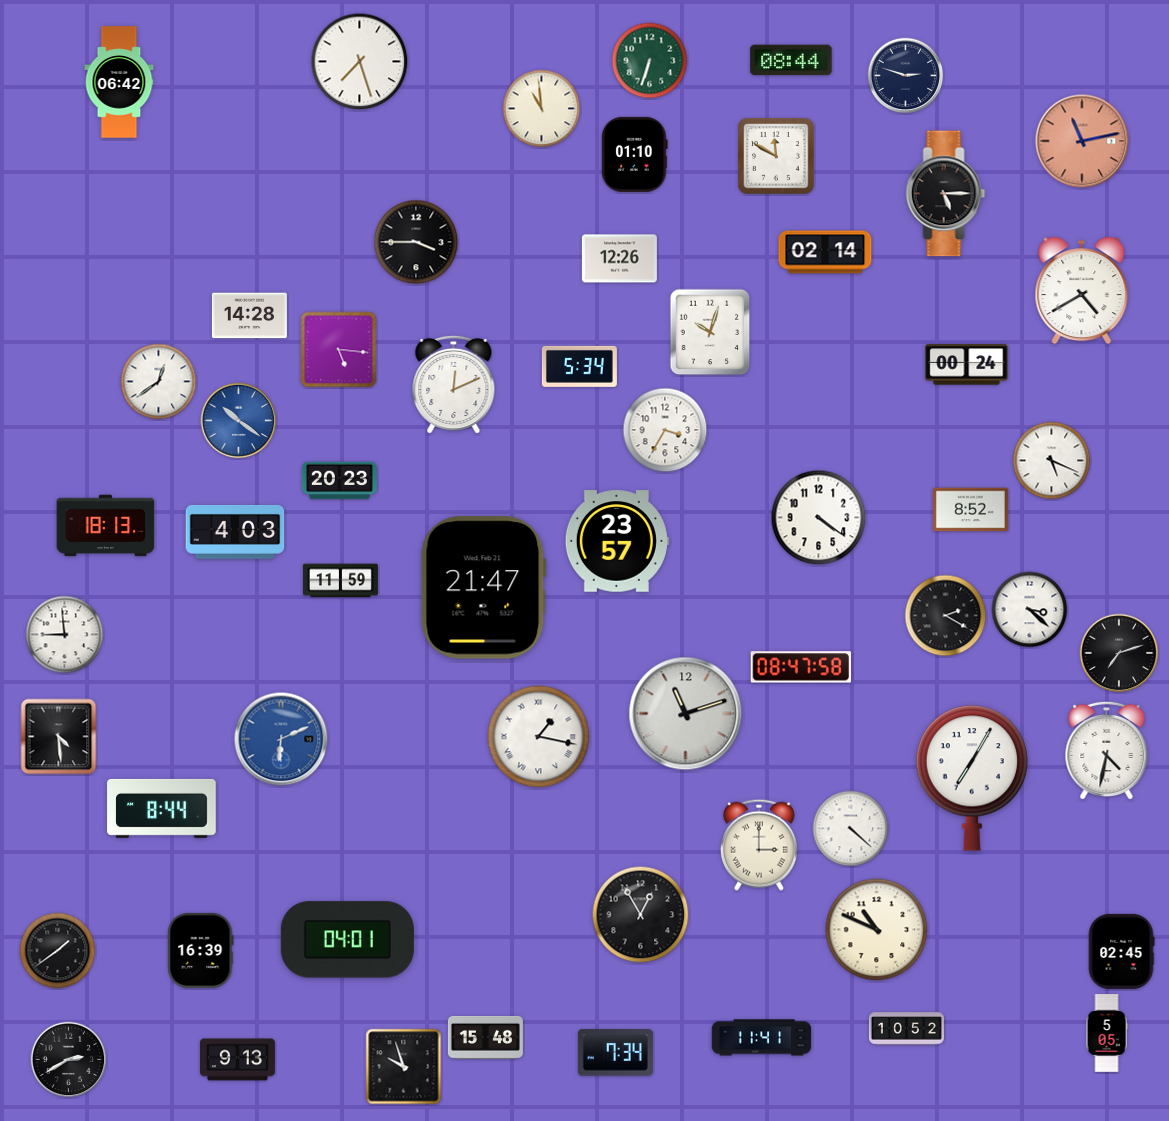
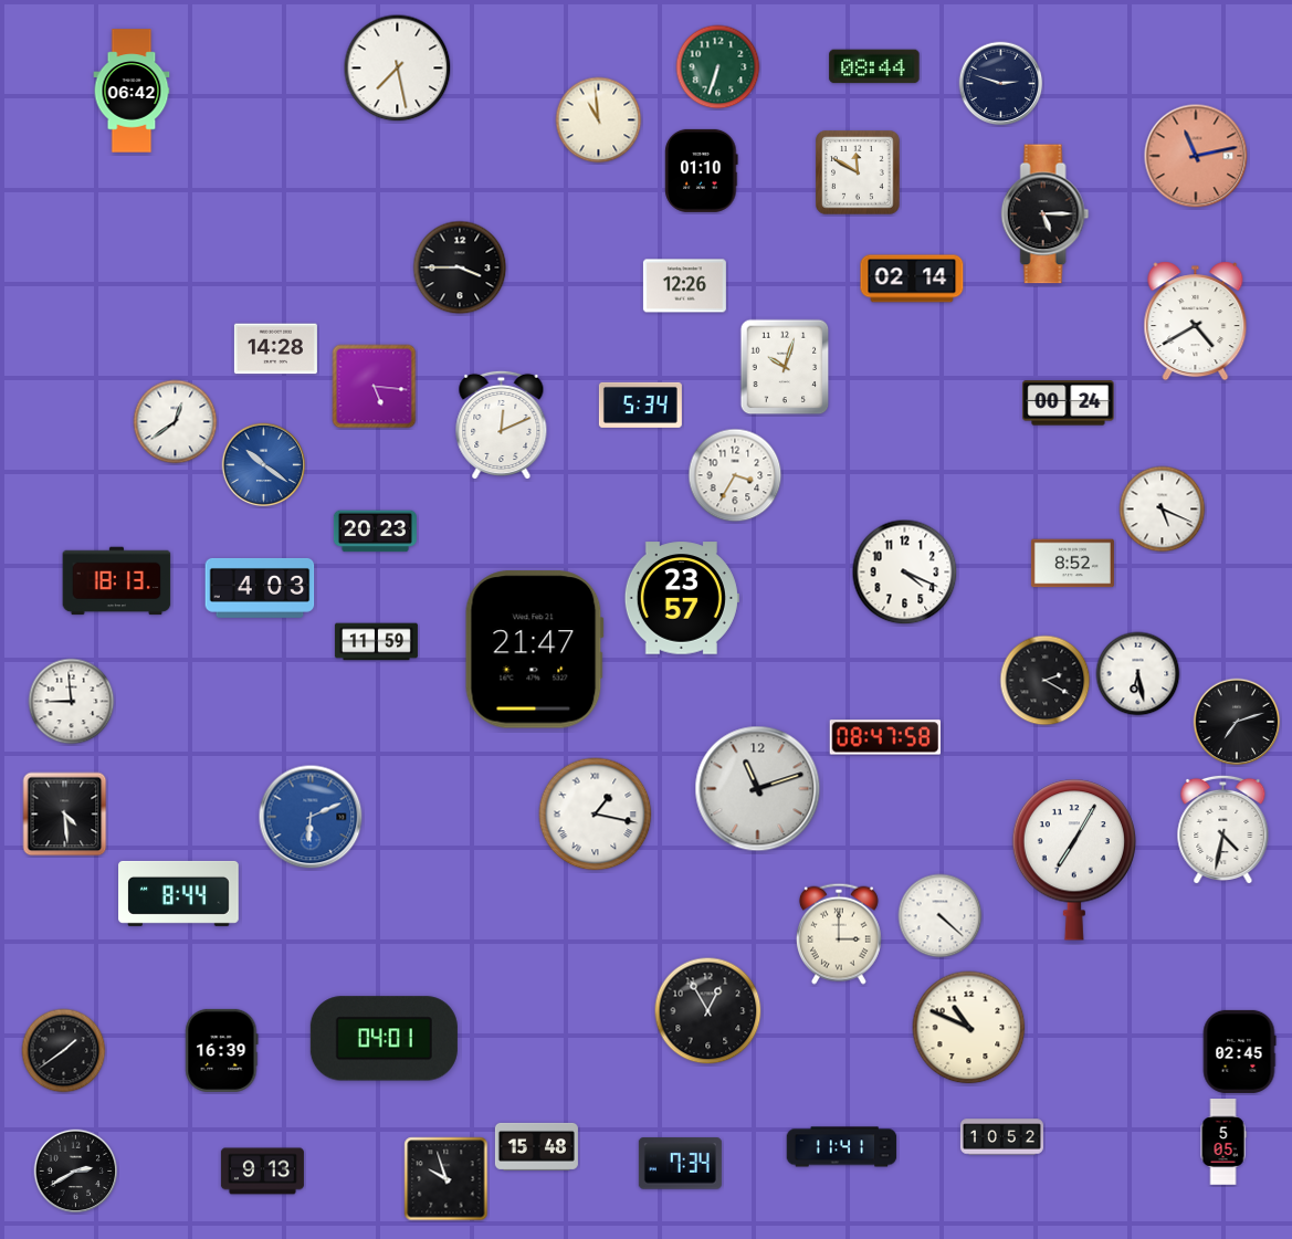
clock at (360, 62): 7:27 -> 7:28
clock at (819, 518): 4:21 -> 4:19
clock at (1030, 610): 3:22 -> 6:28
